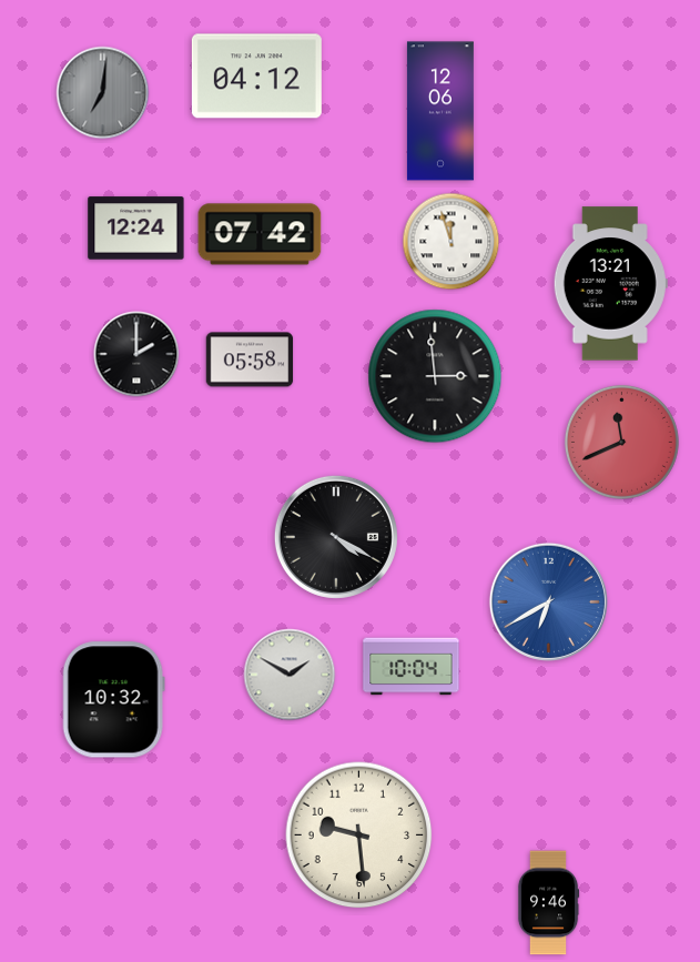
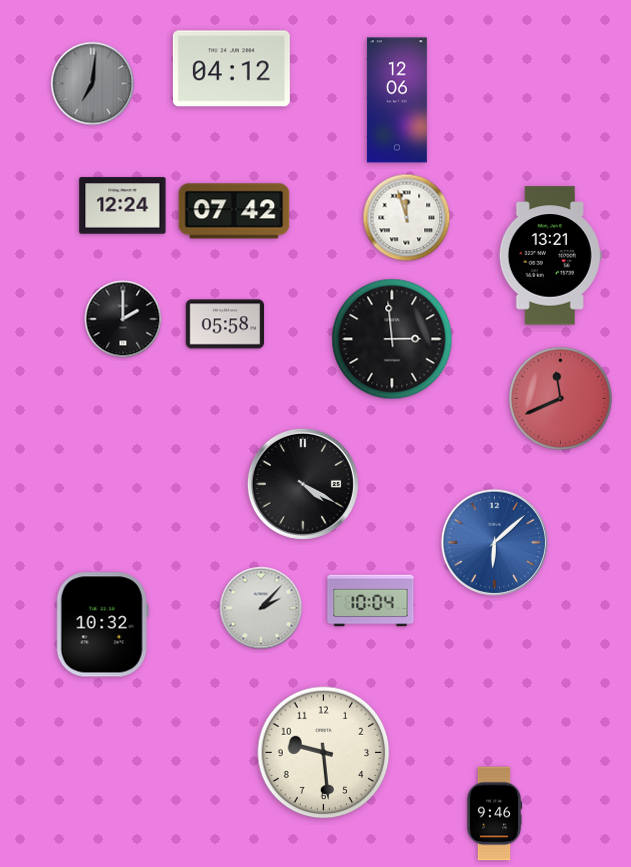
clock at (548, 601): 6:40 -> 6:08
clock at (290, 675): 1:50 -> 2:07
clock at (113, 700) position: (113, 700) -> (102, 625)
